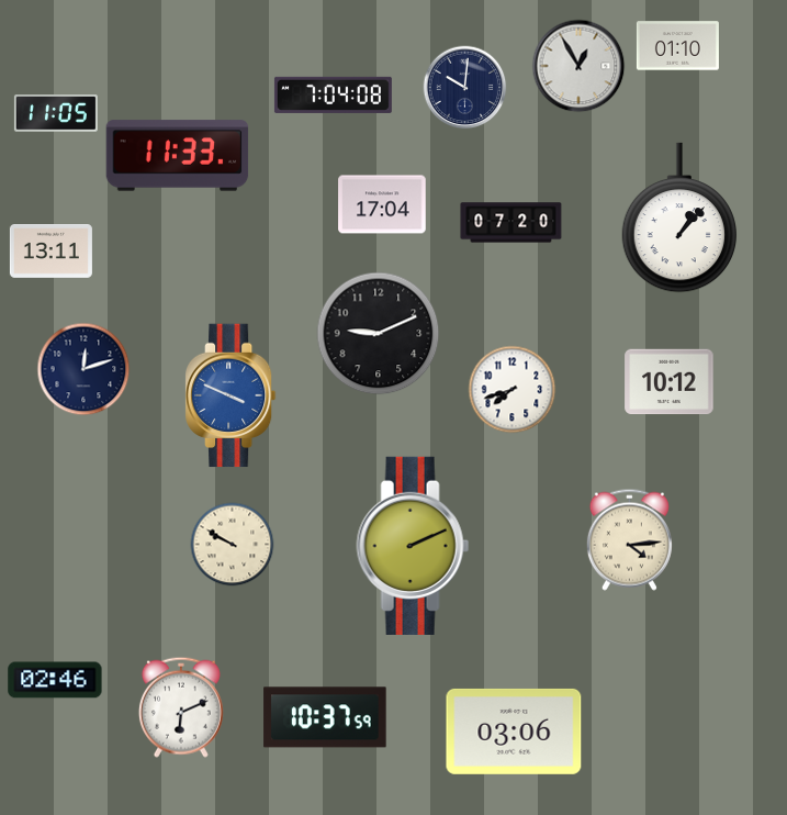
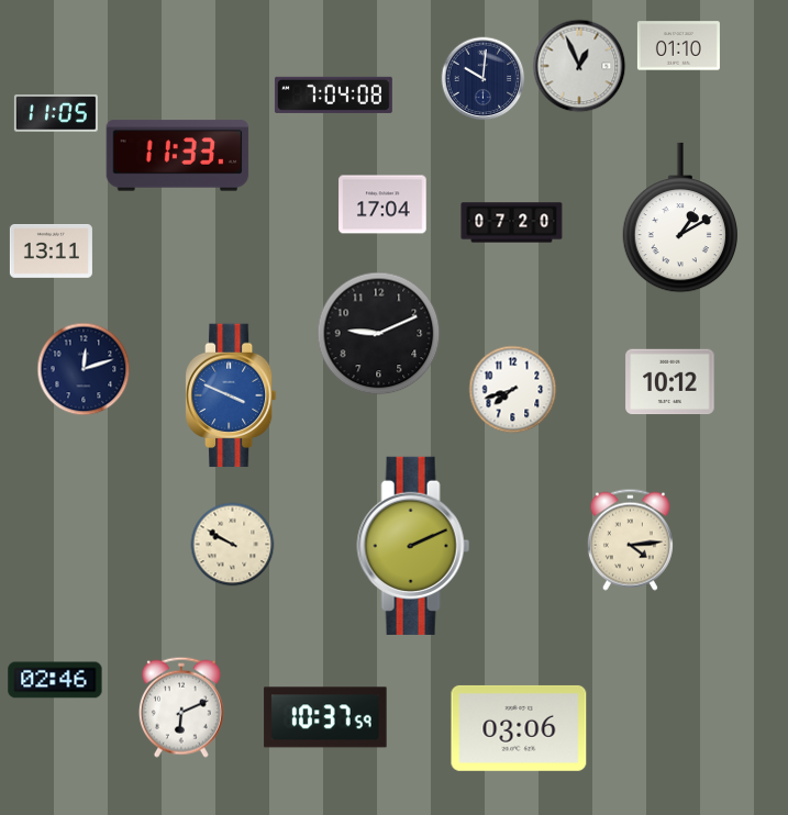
clock at (578, 66): 12:55 -> 12:56
clock at (465, 88) position: (465, 88) -> (484, 79)
clock at (678, 217): 1:07 -> 1:10
clock at (514, 732) position: (514, 732) -> (519, 728)
